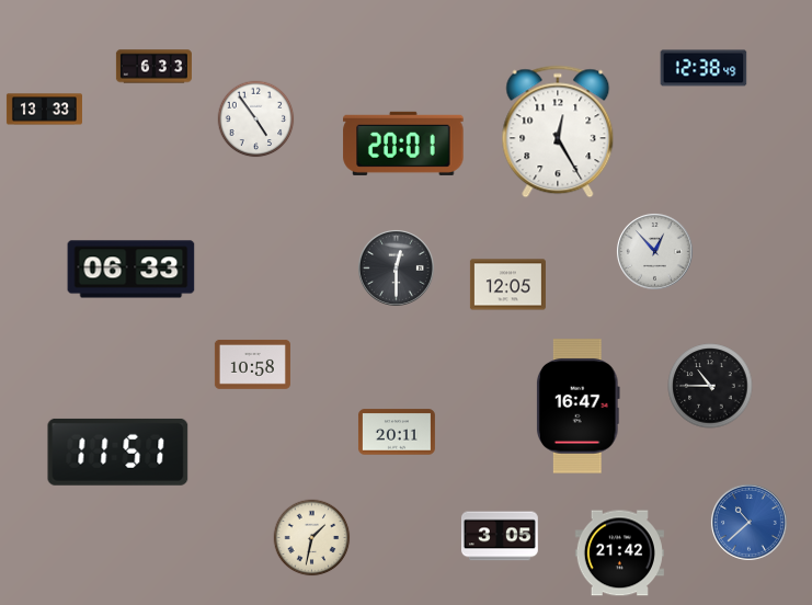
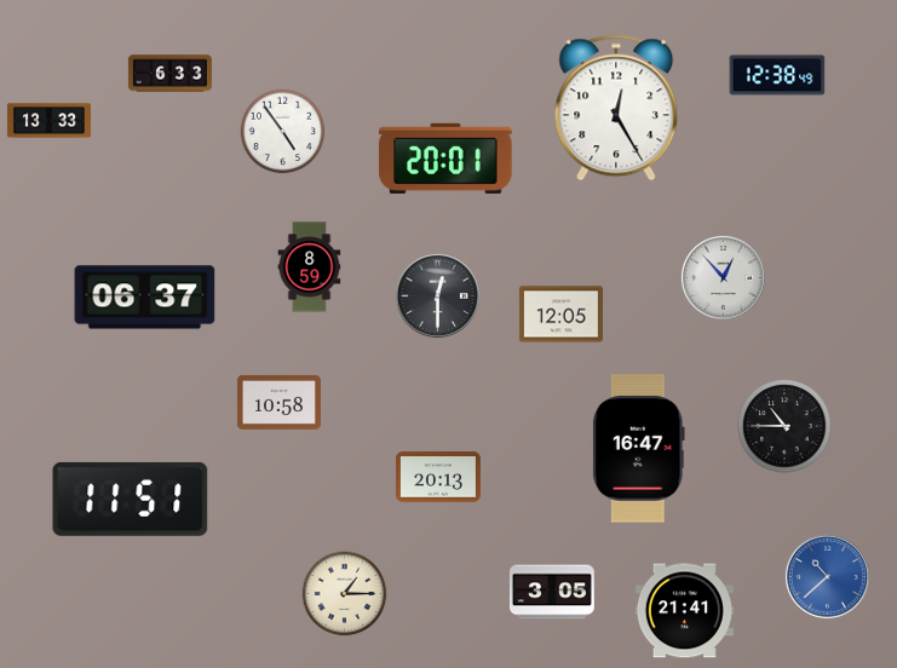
clock at (558, 132) position: (558, 132) -> (616, 108)
clock at (310, 267): none -> 8:59
clock at (131, 270): 06:33 -> 06:37
clock at (397, 432): 20:11 -> 20:13
clock at (312, 538): 1:32 -> 1:15
clock at (619, 553): 21:42 -> 21:41
